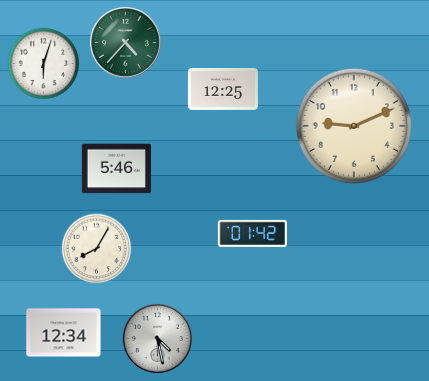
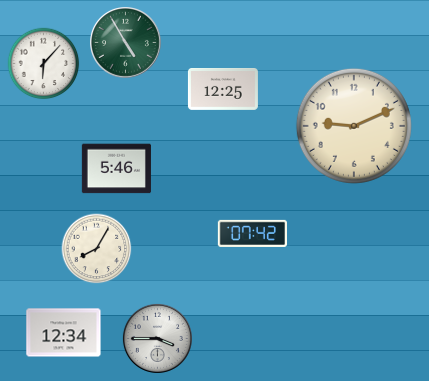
clock at (126, 43): 4:37 -> 4:55
clock at (44, 64): 6:03 -> 6:07
clock at (252, 233): 01:42 -> 07:42
clock at (157, 338): 4:28 -> 3:45
